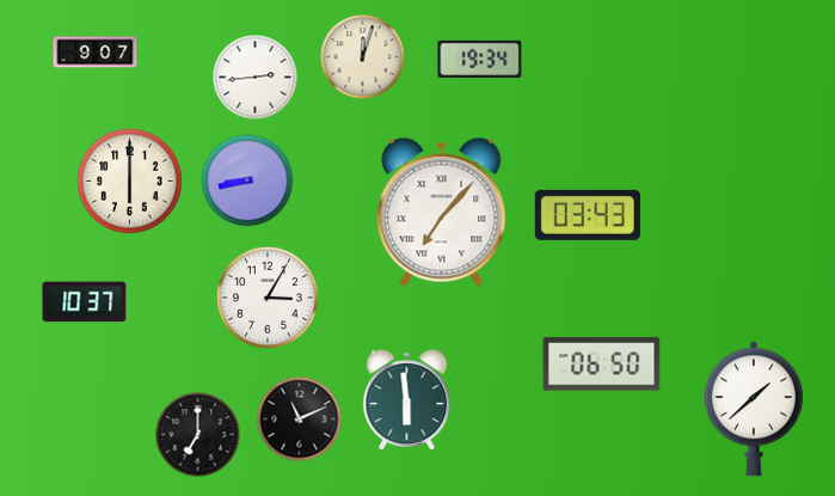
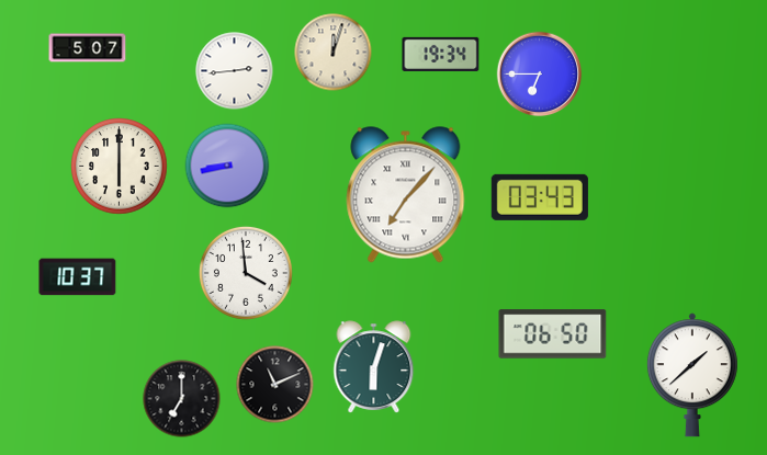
clock at (96, 53): 9:07 -> 5:07
clock at (540, 75): none -> 6:45
clock at (268, 298): 3:05 -> 3:59
clock at (407, 400): 5:59 -> 6:03
